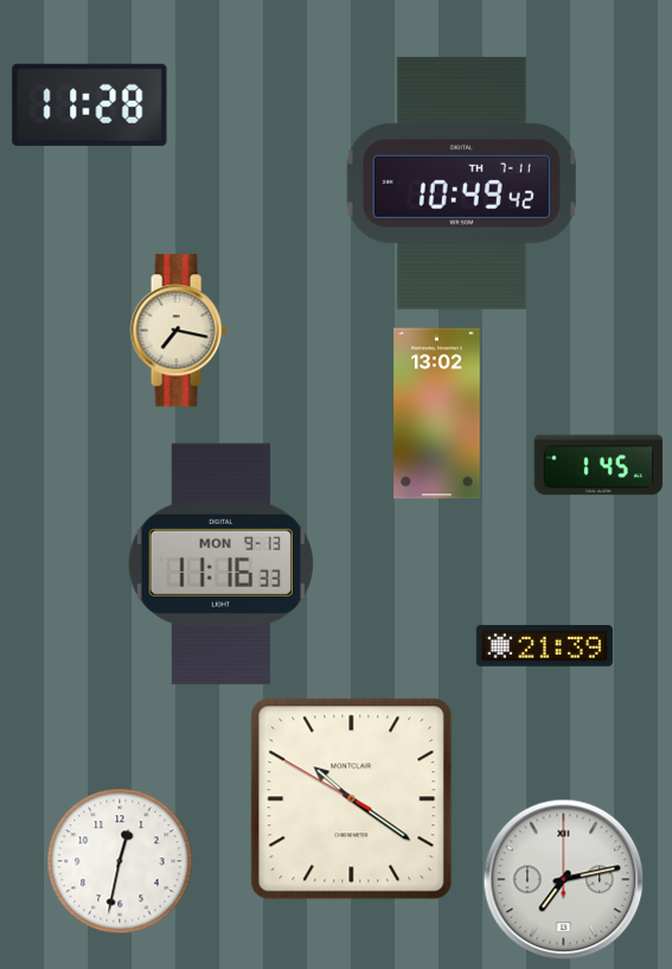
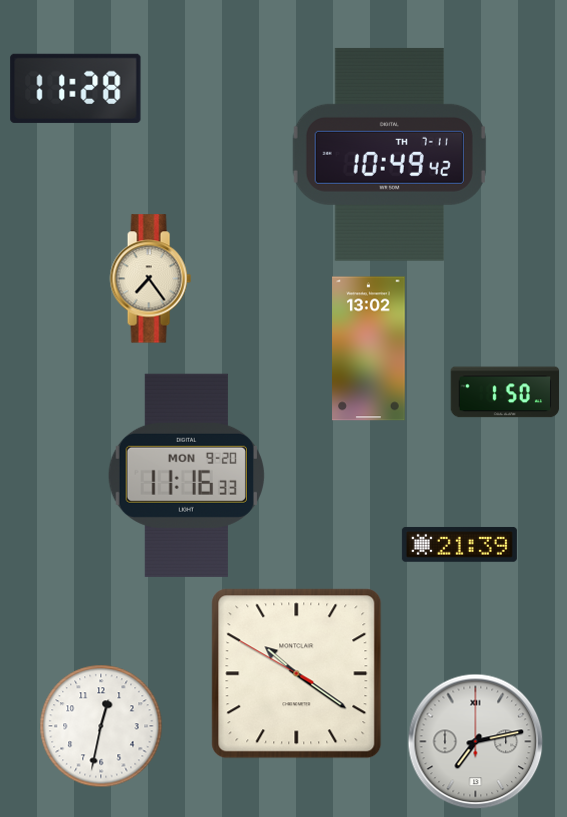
clock at (178, 331): 7:17 -> 7:24
clock at (599, 465): 1:45 -> 1:50
clock at (220, 563) date: MON 9-13 -> MON 9-20
